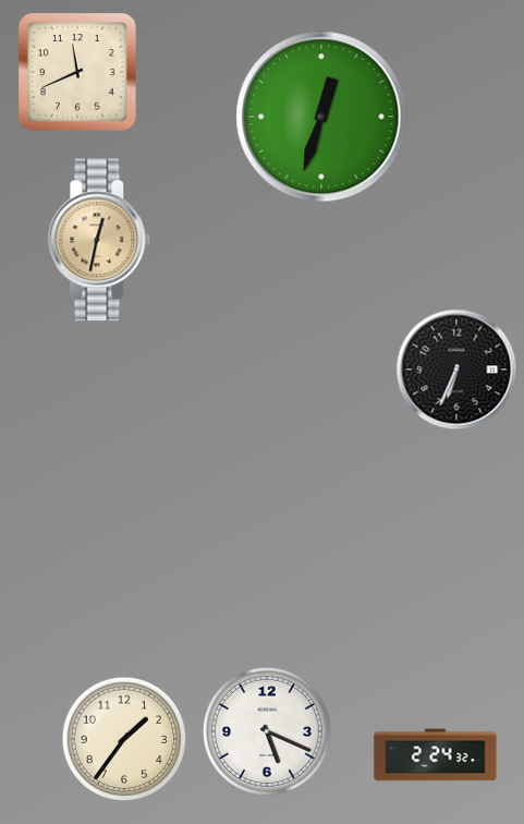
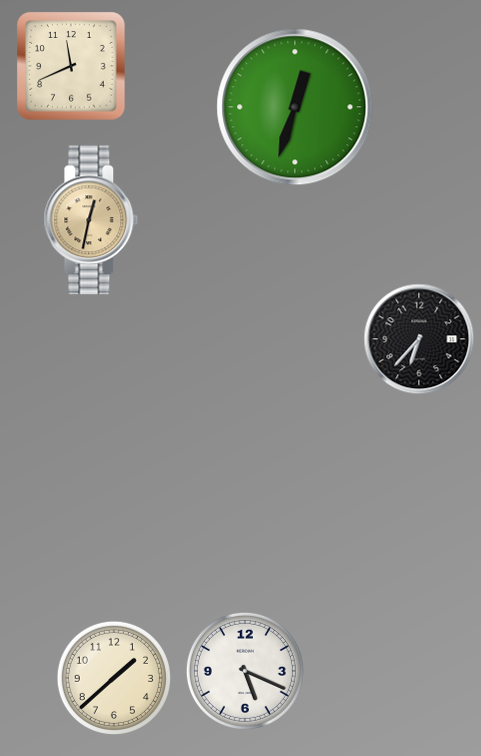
clock at (456, 369): 6:34 -> 6:37
clock at (124, 739): 1:36 -> 1:38
clock at (436, 755): 2:24 -> none
